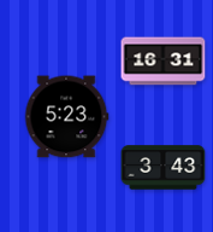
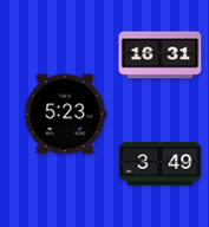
clock at (164, 62) position: (164, 62) -> (161, 56)
clock at (164, 168): 3:43 -> 3:49
